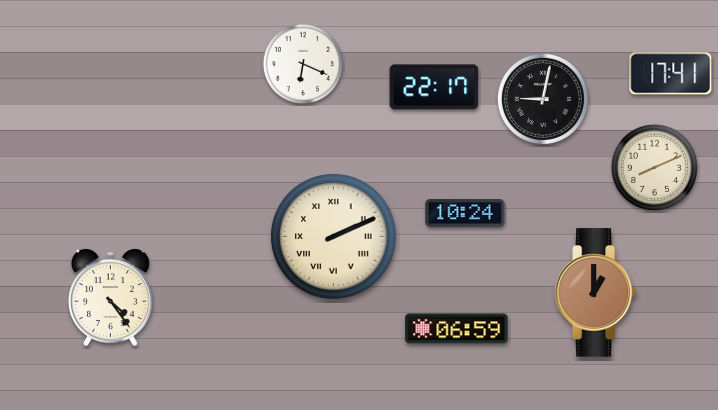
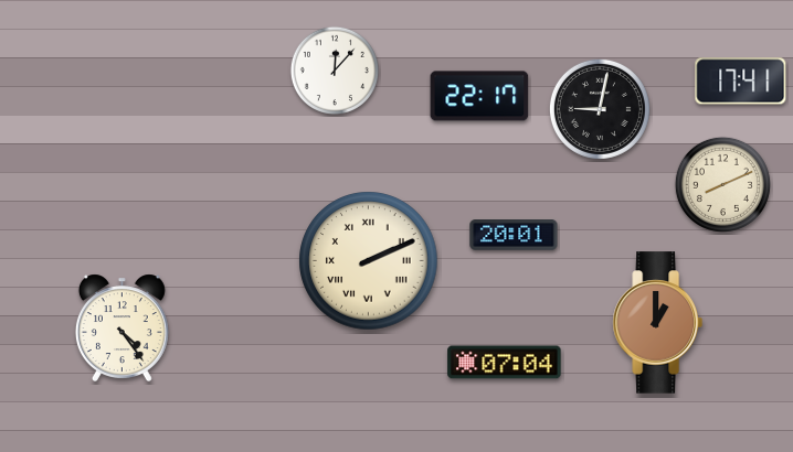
clock at (303, 64): 6:19 -> 12:07
clock at (465, 213): 10:24 -> 20:01
clock at (457, 329): 06:59 -> 07:04
